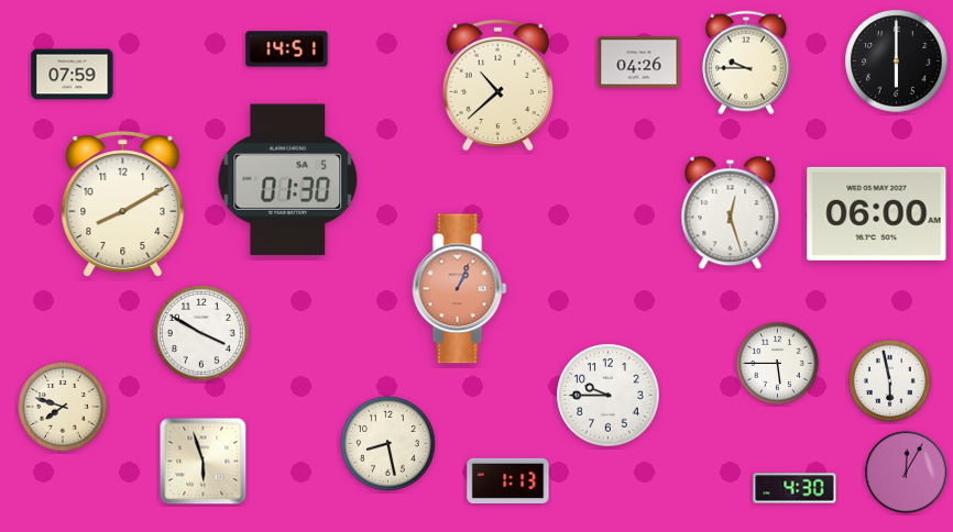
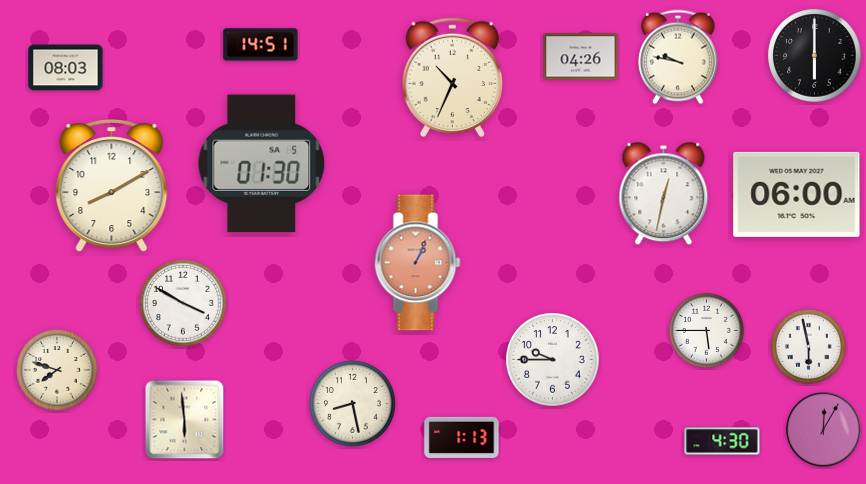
clock at (746, 63): 9:45 -> 9:47
clock at (73, 75): 07:59 -> 08:03
clock at (497, 86): 10:38 -> 10:34
clock at (731, 213): 12:27 -> 12:32
clock at (204, 462): 5:57 -> 5:59
clock at (795, 488) position: (795, 488) -> (722, 441)
